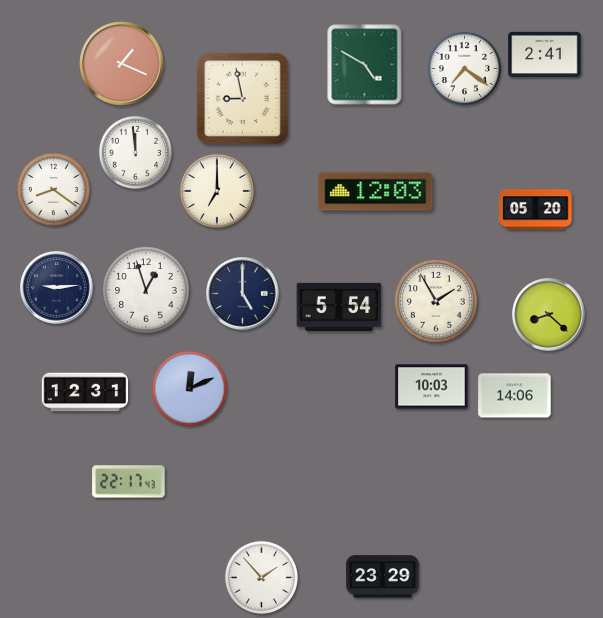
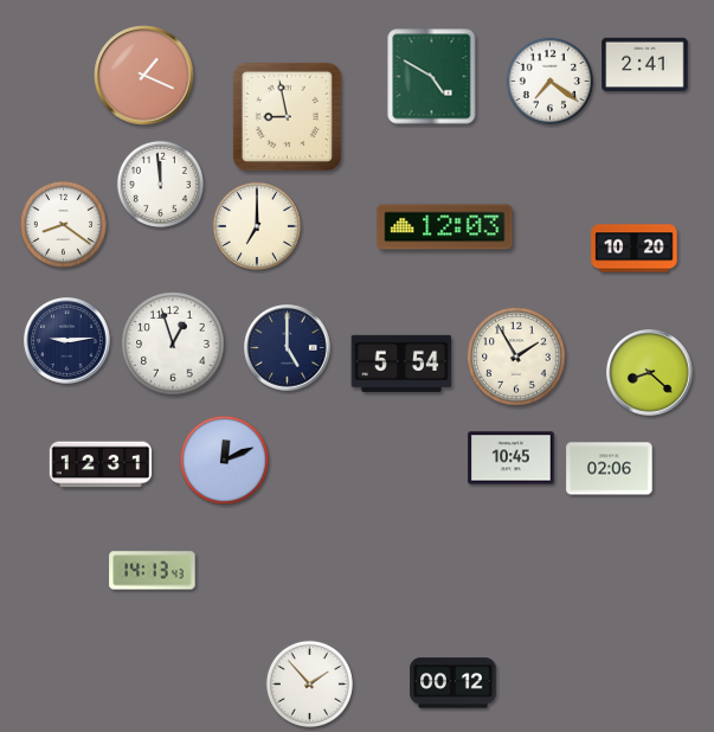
clock at (135, 152) position: (135, 152) -> (160, 184)
clock at (536, 210): 05:20 -> 10:20
clock at (432, 387): 10:03 -> 10:45
clock at (515, 396): 14:06 -> 02:06
clock at (129, 482): 22:17 -> 14:13
clock at (383, 577): 23:29 -> 00:12
